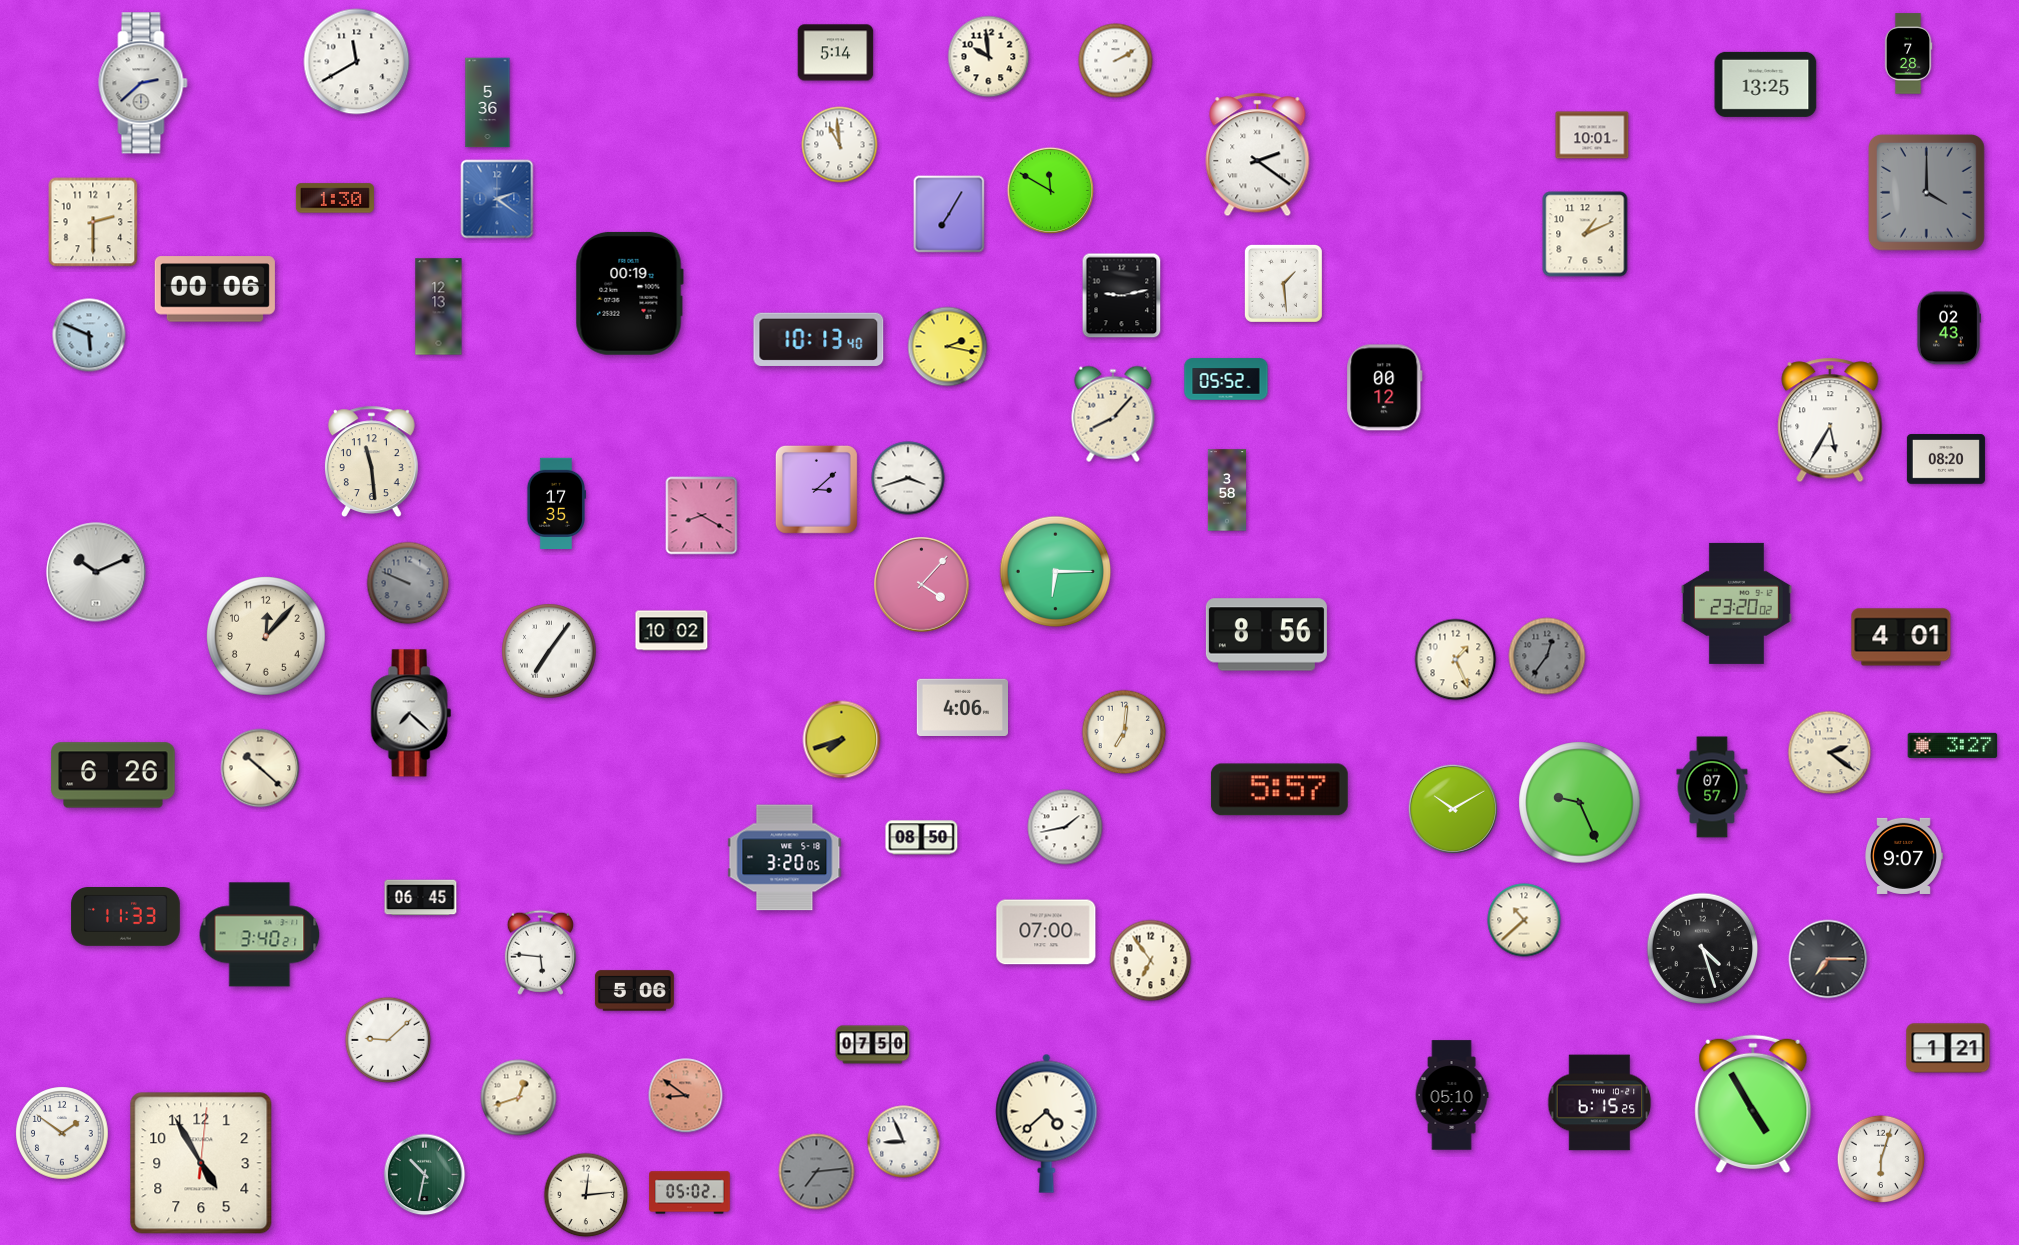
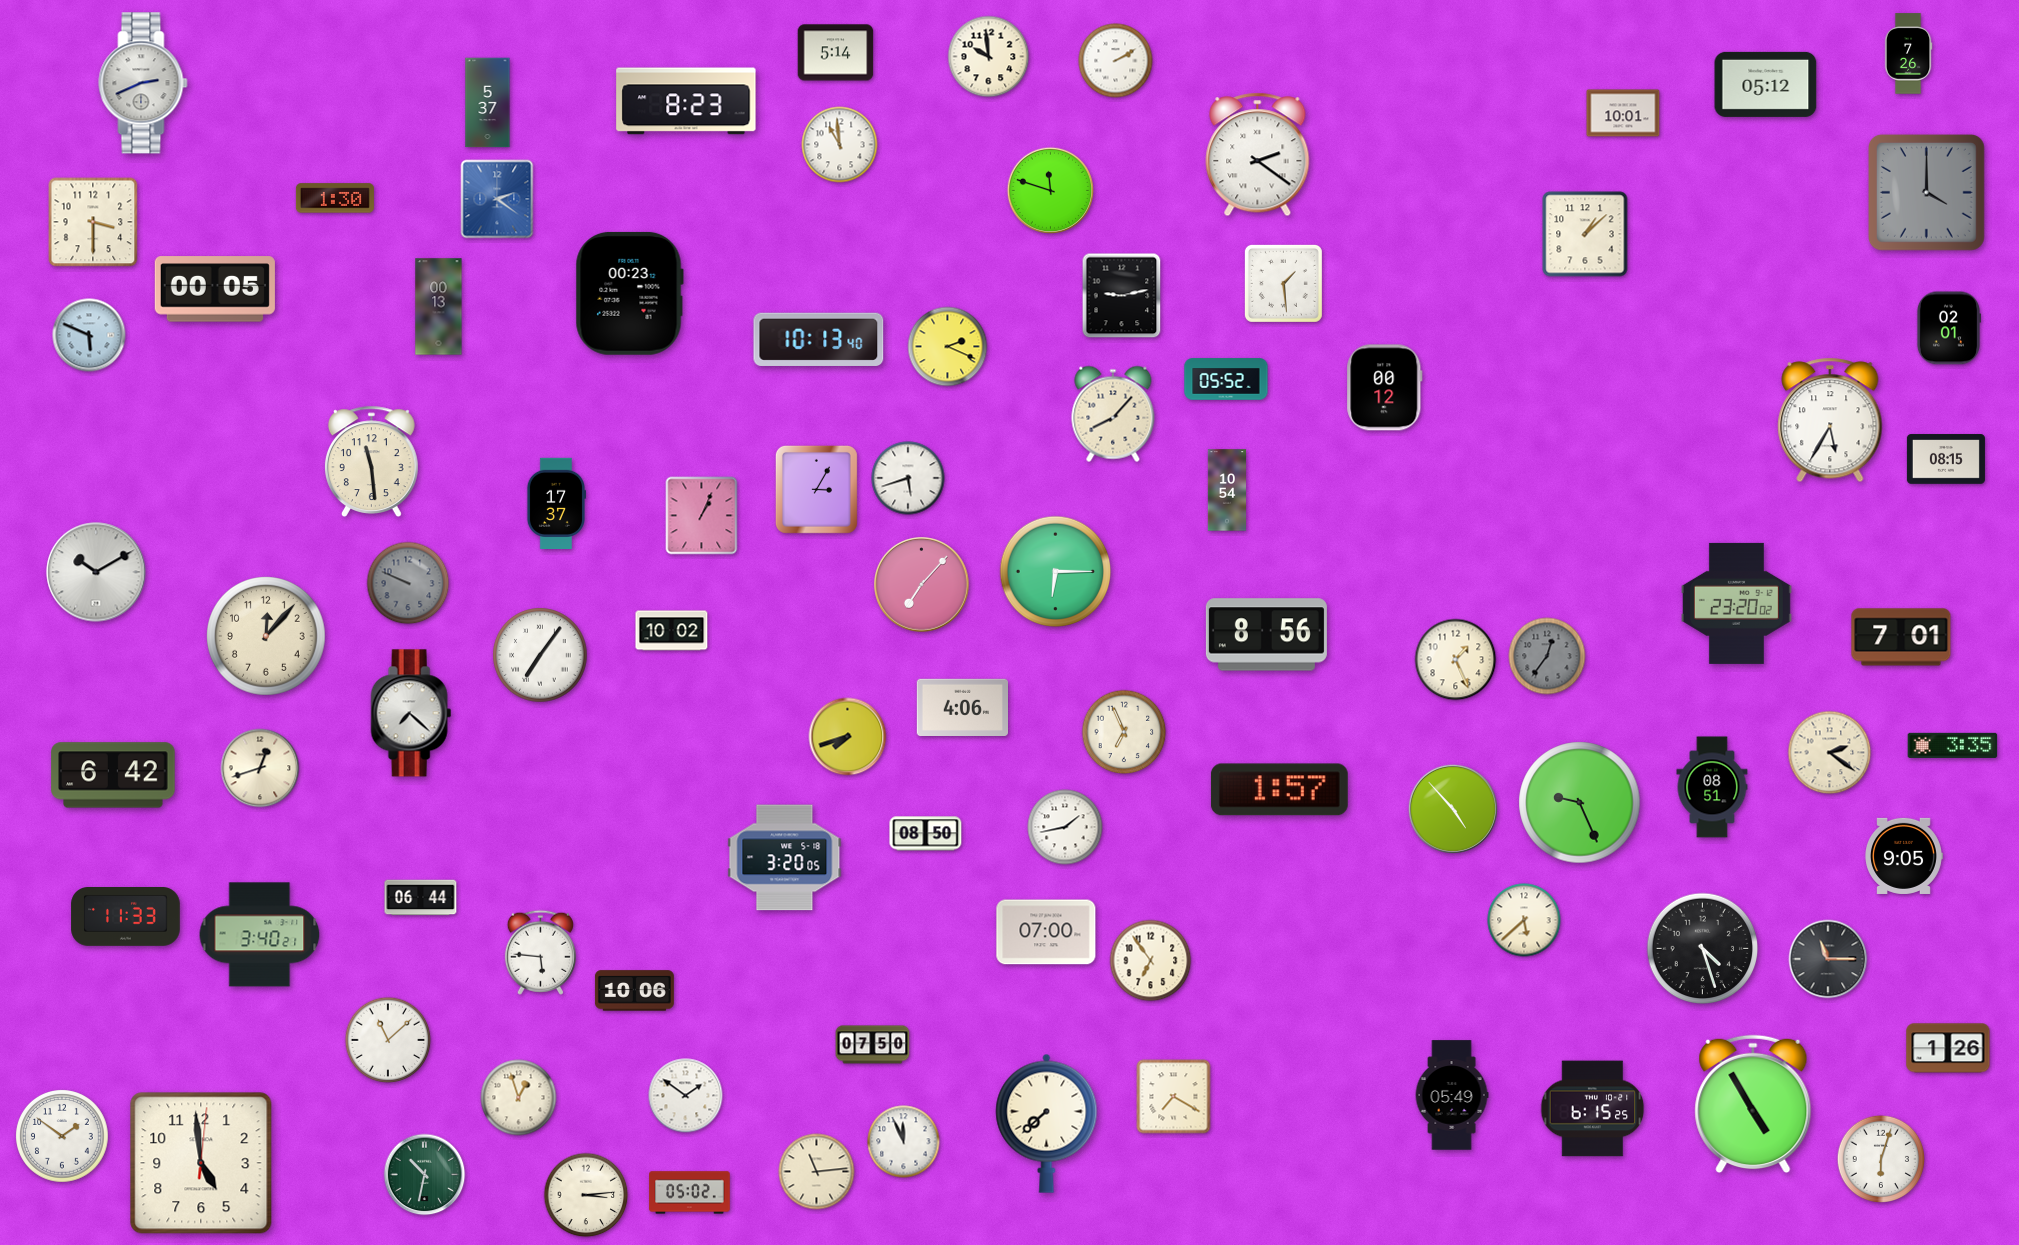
clock at (1908, 54): 7:28 -> 7:26
clock at (357, 62): 11:40 -> none
clock at (143, 83): 2:38 -> 2:41
clock at (1766, 84): 13:25 -> 05:12
clock at (686, 101): none -> 8:23
clock at (488, 103): 5:36 -> 5:37
clock at (1592, 135) position: (1592, 135) -> (1623, 113)
clock at (1050, 190): 11:50 -> 11:48
clock at (949, 214): 7:05 -> none
clock at (93, 222): 2:30 -> 3:30
clock at (1585, 234): 1:11 -> 1:08
clock at (215, 289): 00:06 -> 00:05
clock at (629, 293): 00:19 -> 00:23
clock at (439, 307): 12:13 -> 00:13
clock at (1948, 328): 02:43 -> 02:01
clock at (948, 347): 2:17 -> 2:19
clock at (1946, 459): 08:20 -> 08:15
clock at (908, 478): 3:42 -> 5:42
clock at (816, 489): 3:08 -> 3:05
clock at (1227, 490): 3:58 -> 10:54
clock at (555, 503): 17:35 -> 17:37
clock at (702, 516): 8:20 -> 1:04
clock at (96, 572): 10:11 -> 10:10
clock at (922, 585): 4:07 -> 7:07
clock at (1901, 637): 4:01 -> 7:01
clock at (549, 651) position: (549, 651) -> (540, 655)
clock at (1124, 732): 7:01 -> 6:56
clock at (842, 740) position: (842, 740) -> (848, 737)
clock at (1953, 745): 3:27 -> 3:35
clock at (260, 768): 10:22 -> 12:42
clock at (113, 775): 6:26 -> 6:42
clock at (1712, 787): 07:57 -> 08:51
clock at (1279, 790): 5:57 -> 1:57
clock at (1453, 809): 10:10 -> 4:53
clock at (922, 838) position: (922, 838) -> (926, 834)
clock at (1904, 856): 9:07 -> 9:05
clock at (421, 898): 06:45 -> 06:44
clock at (1524, 920): 10:38 -> 5:38
clock at (1828, 959): 7:15 -> 11:15
clock at (634, 991): 5:06 -> 10:06
clock at (388, 1040): 9:08 -> 11:08
clock at (1948, 1048): 1:21 -> 1:26
clock at (1452, 1095): 05:10 -> 05:49
clock at (686, 1096): 8:51 -> 1:51
clock at (686, 1096) dial: salmon -> white
clock at (1174, 1097): none -> 7:20
clock at (519, 1098): 12:42 -> 12:57
clock at (1600, 1103) position: (1600, 1103) -> (1593, 1109)
clock at (1047, 1123): 4:38 -> 7:38
clock at (63, 1134) position: (63, 1134) -> (63, 1137)
clock at (904, 1142): 8:56 -> 11:56
clock at (201, 1163): 4:55 -> 4:59
clock at (817, 1172): 7:14 -> 11:14
clock at (817, 1172) dial: grey -> cream
clock at (586, 1195): 12:14 -> 3:14
